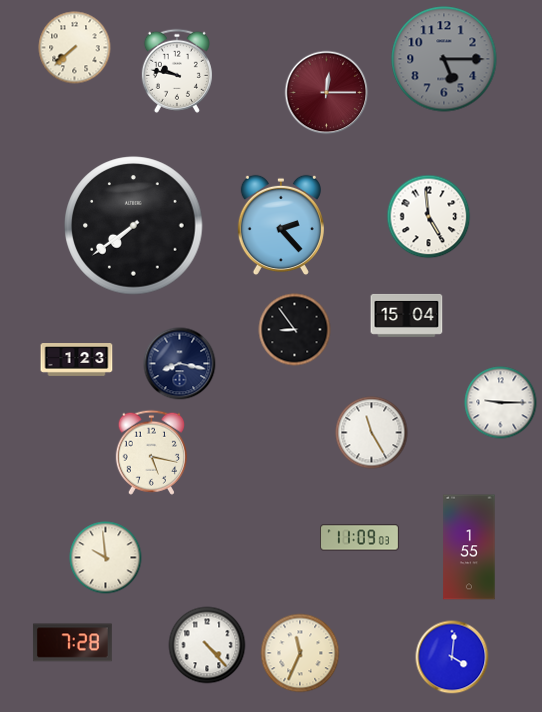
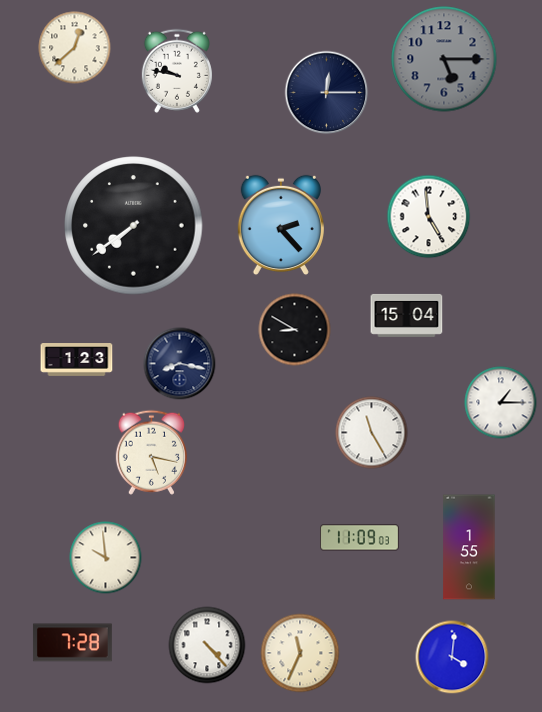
clock at (75, 48): 7:38 -> 12:38
clock at (327, 93) dial: burgundy -> navy
clock at (295, 330): 8:54 -> 8:50
clock at (501, 403): 9:15 -> 1:15
